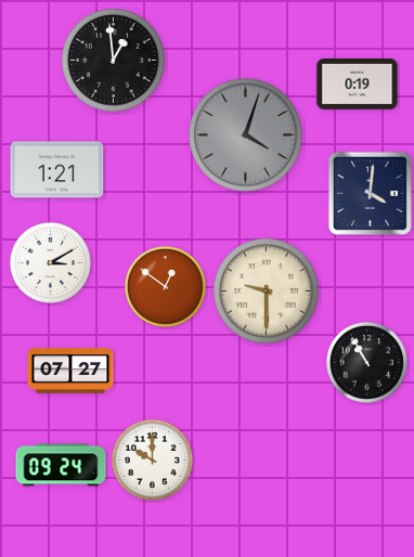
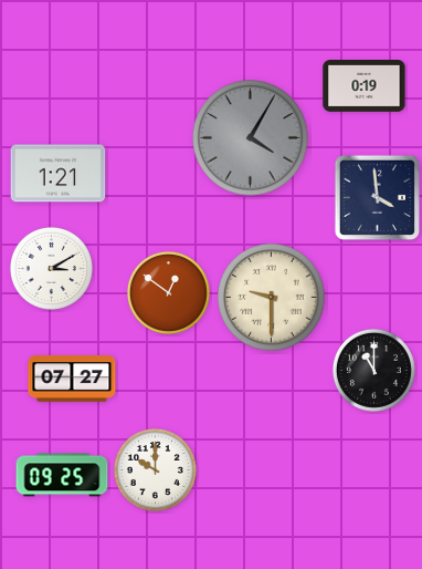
clock at (114, 61): 12:59 -> none
clock at (246, 135): 4:03 -> 4:05
clock at (370, 193): 4:01 -> 3:59
clock at (366, 362): 10:55 -> 11:00
clock at (61, 465): 09:24 -> 09:25
